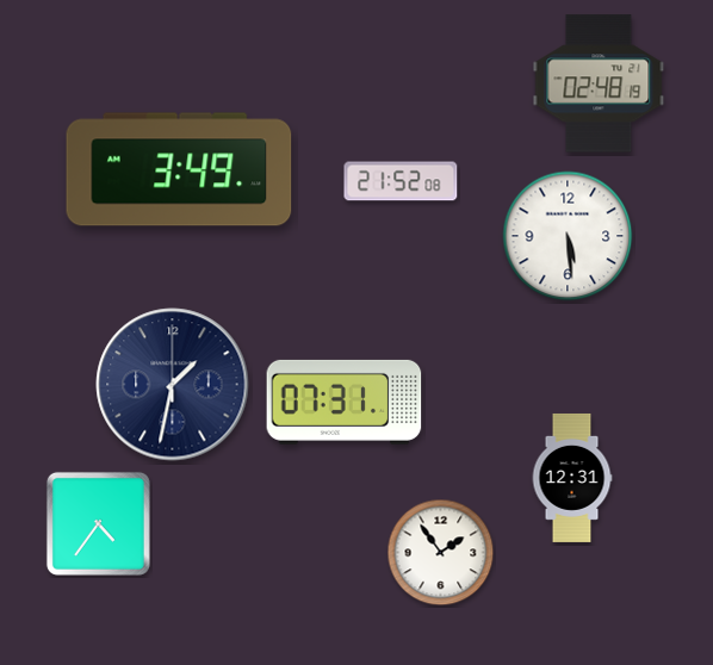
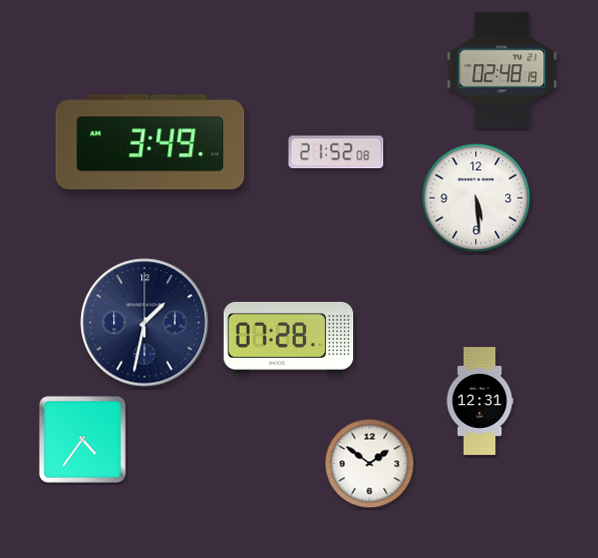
clock at (345, 402): 07:31 -> 07:28
clock at (441, 553): 1:54 -> 1:51
